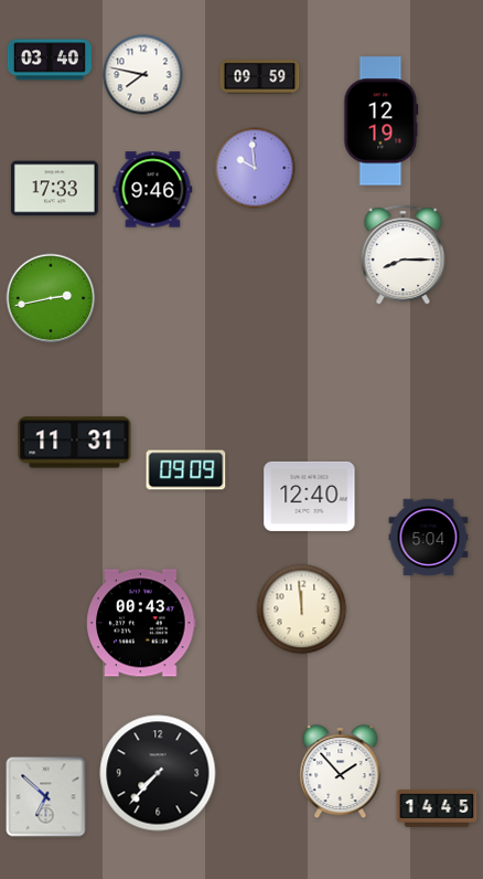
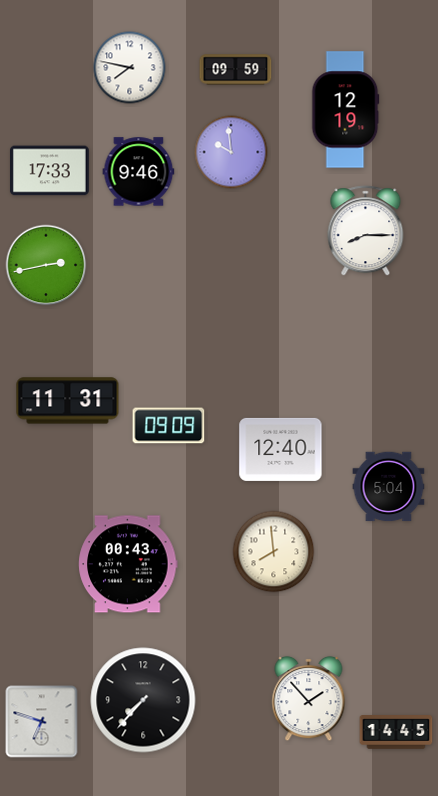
clock at (49, 60): 03:40 -> none
clock at (51, 298) position: (51, 298) -> (46, 265)
clock at (302, 610): 11:59 -> 7:59
clock at (46, 797): 6:52 -> 6:48
